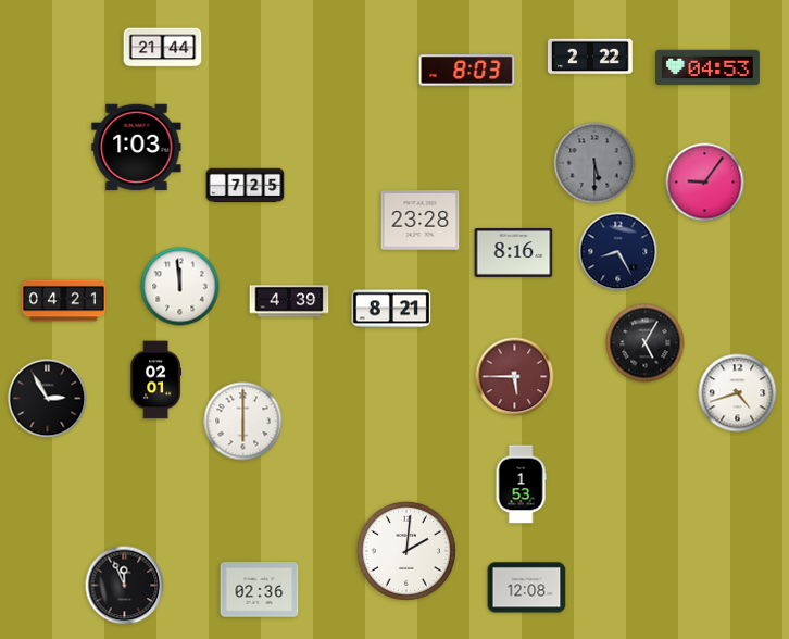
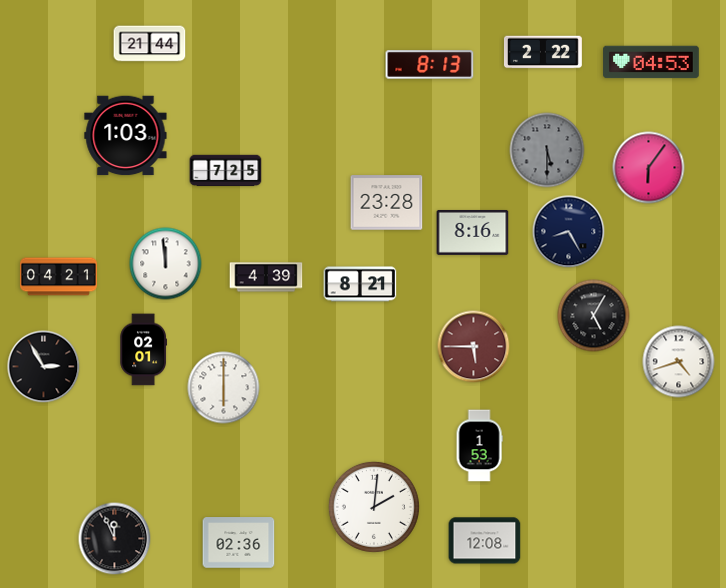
clock at (467, 71): 8:03 -> 8:13
clock at (705, 183): 9:06 -> 6:06
